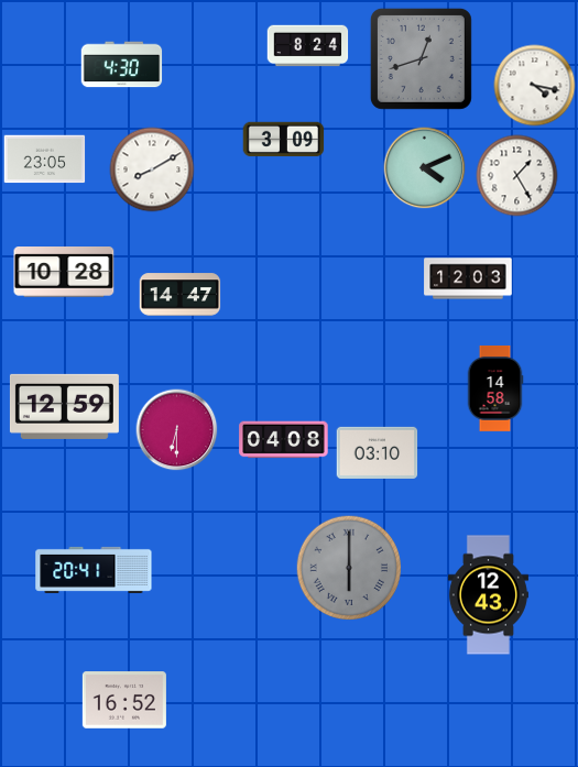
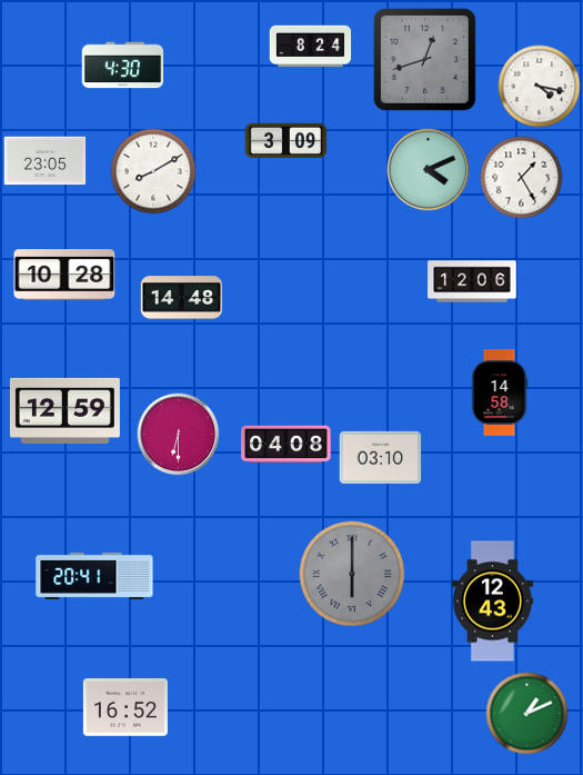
clock at (468, 278): 12:03 -> 12:06
clock at (181, 295): 14:47 -> 14:48
clock at (527, 714): none -> 1:11
